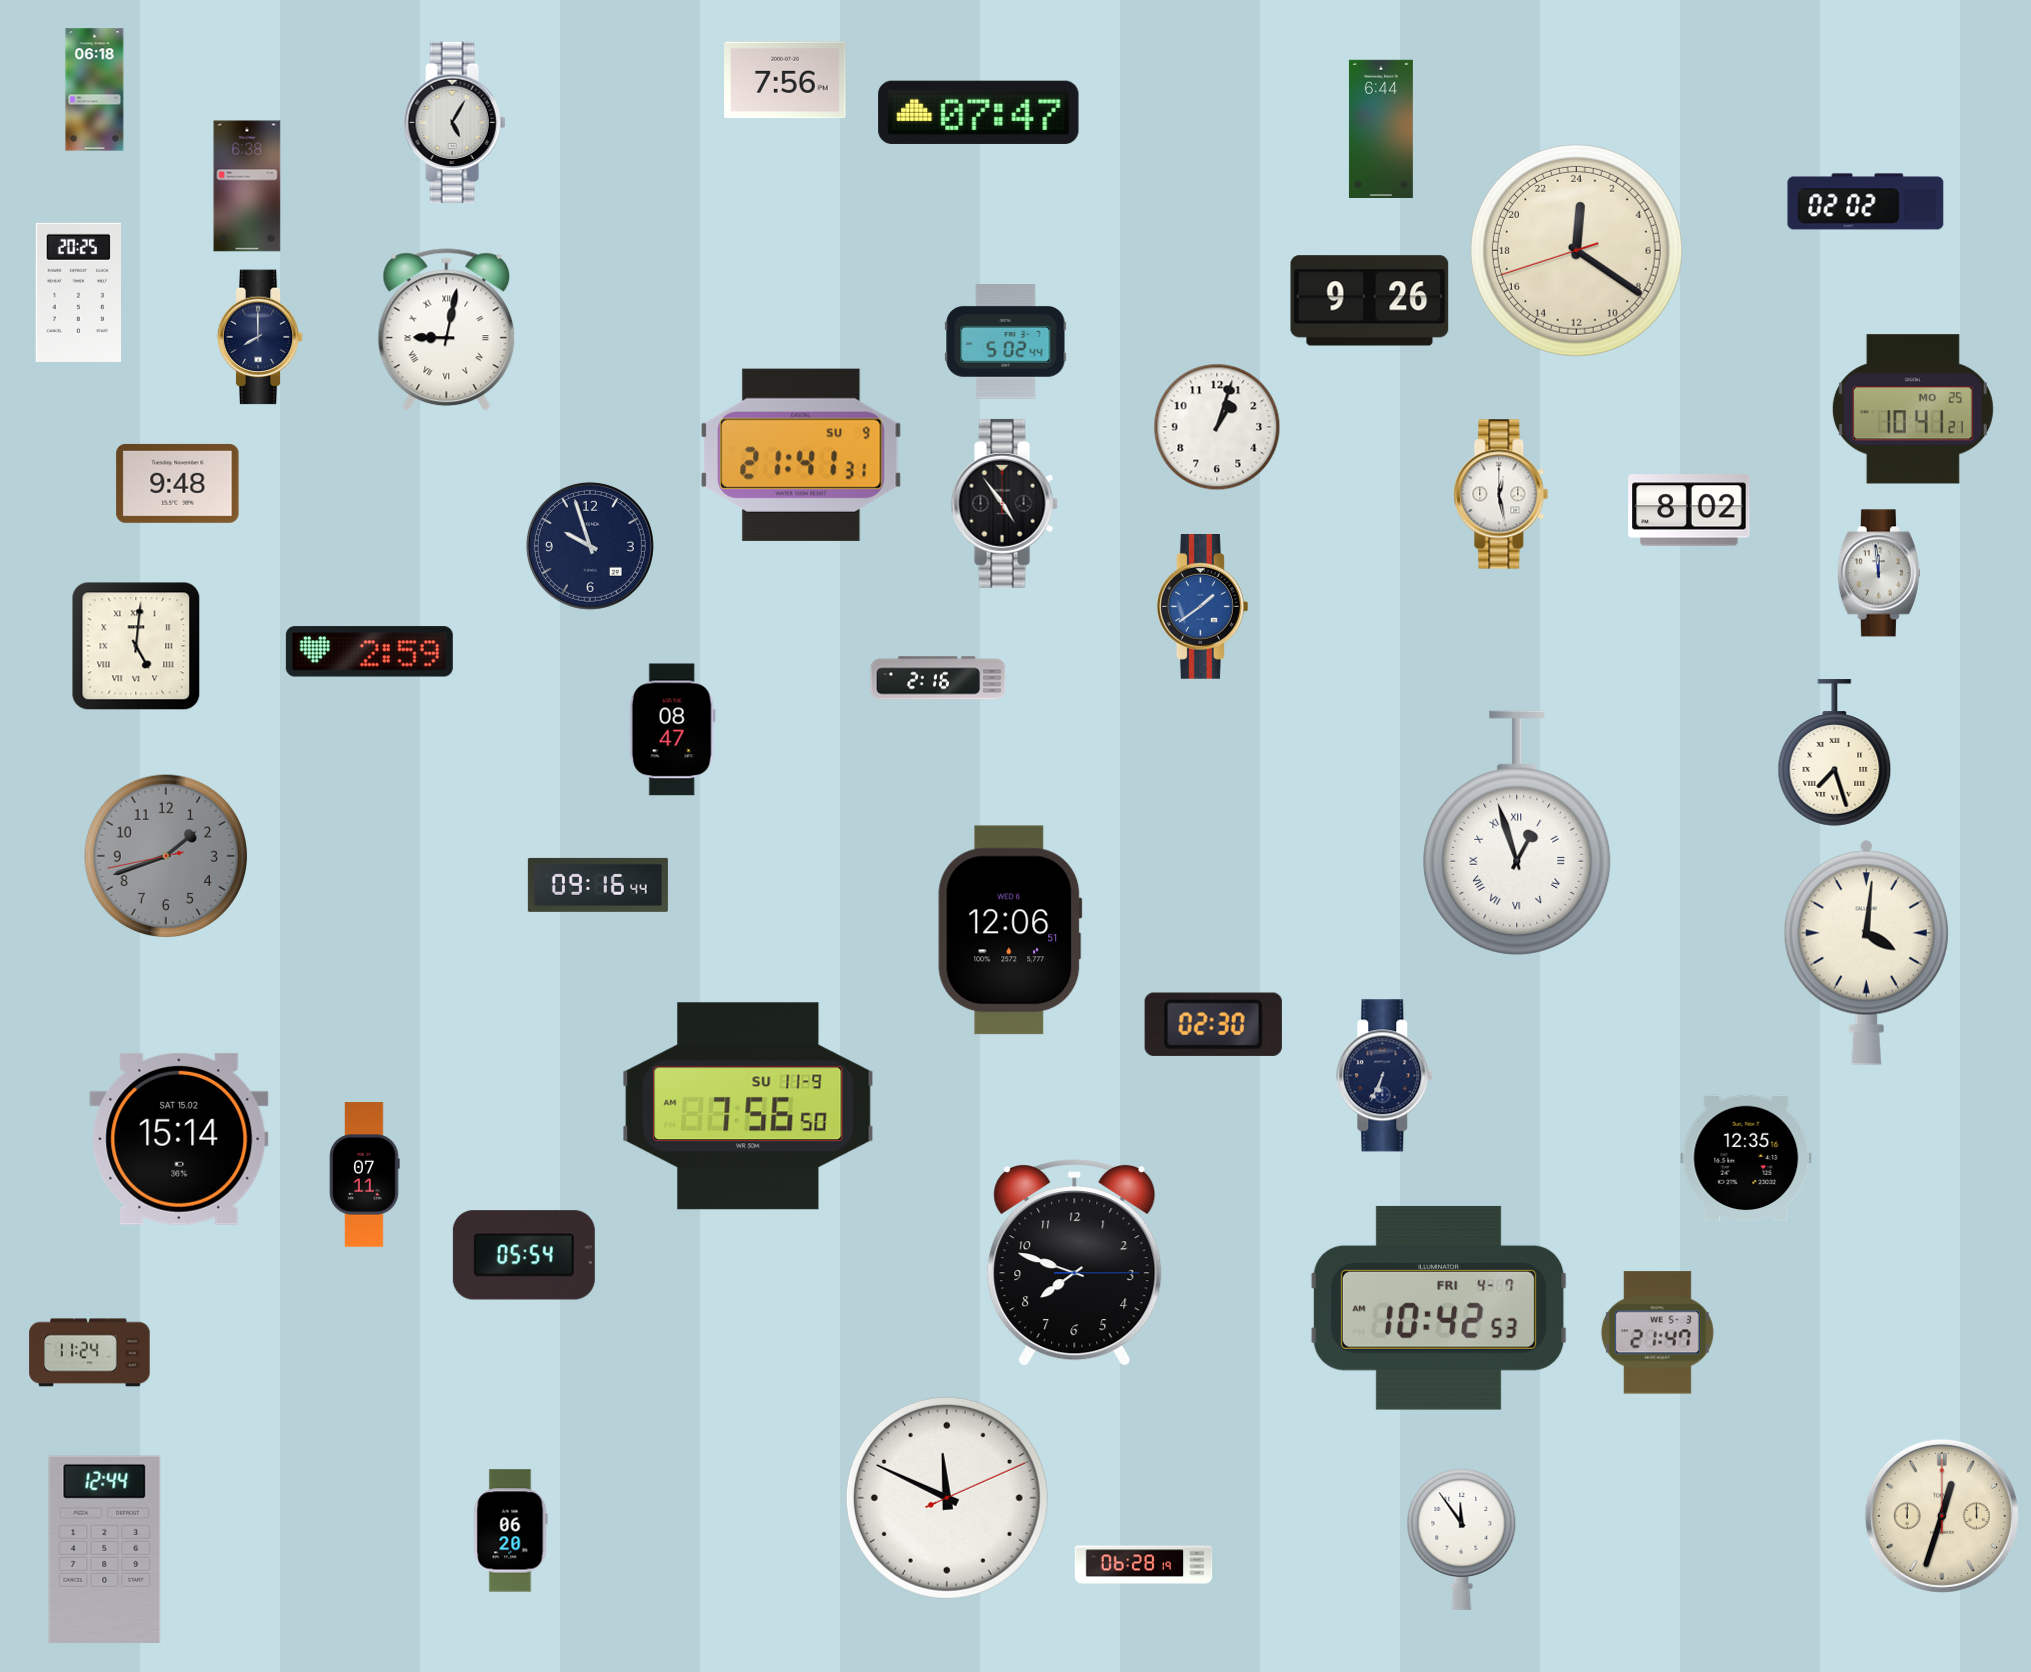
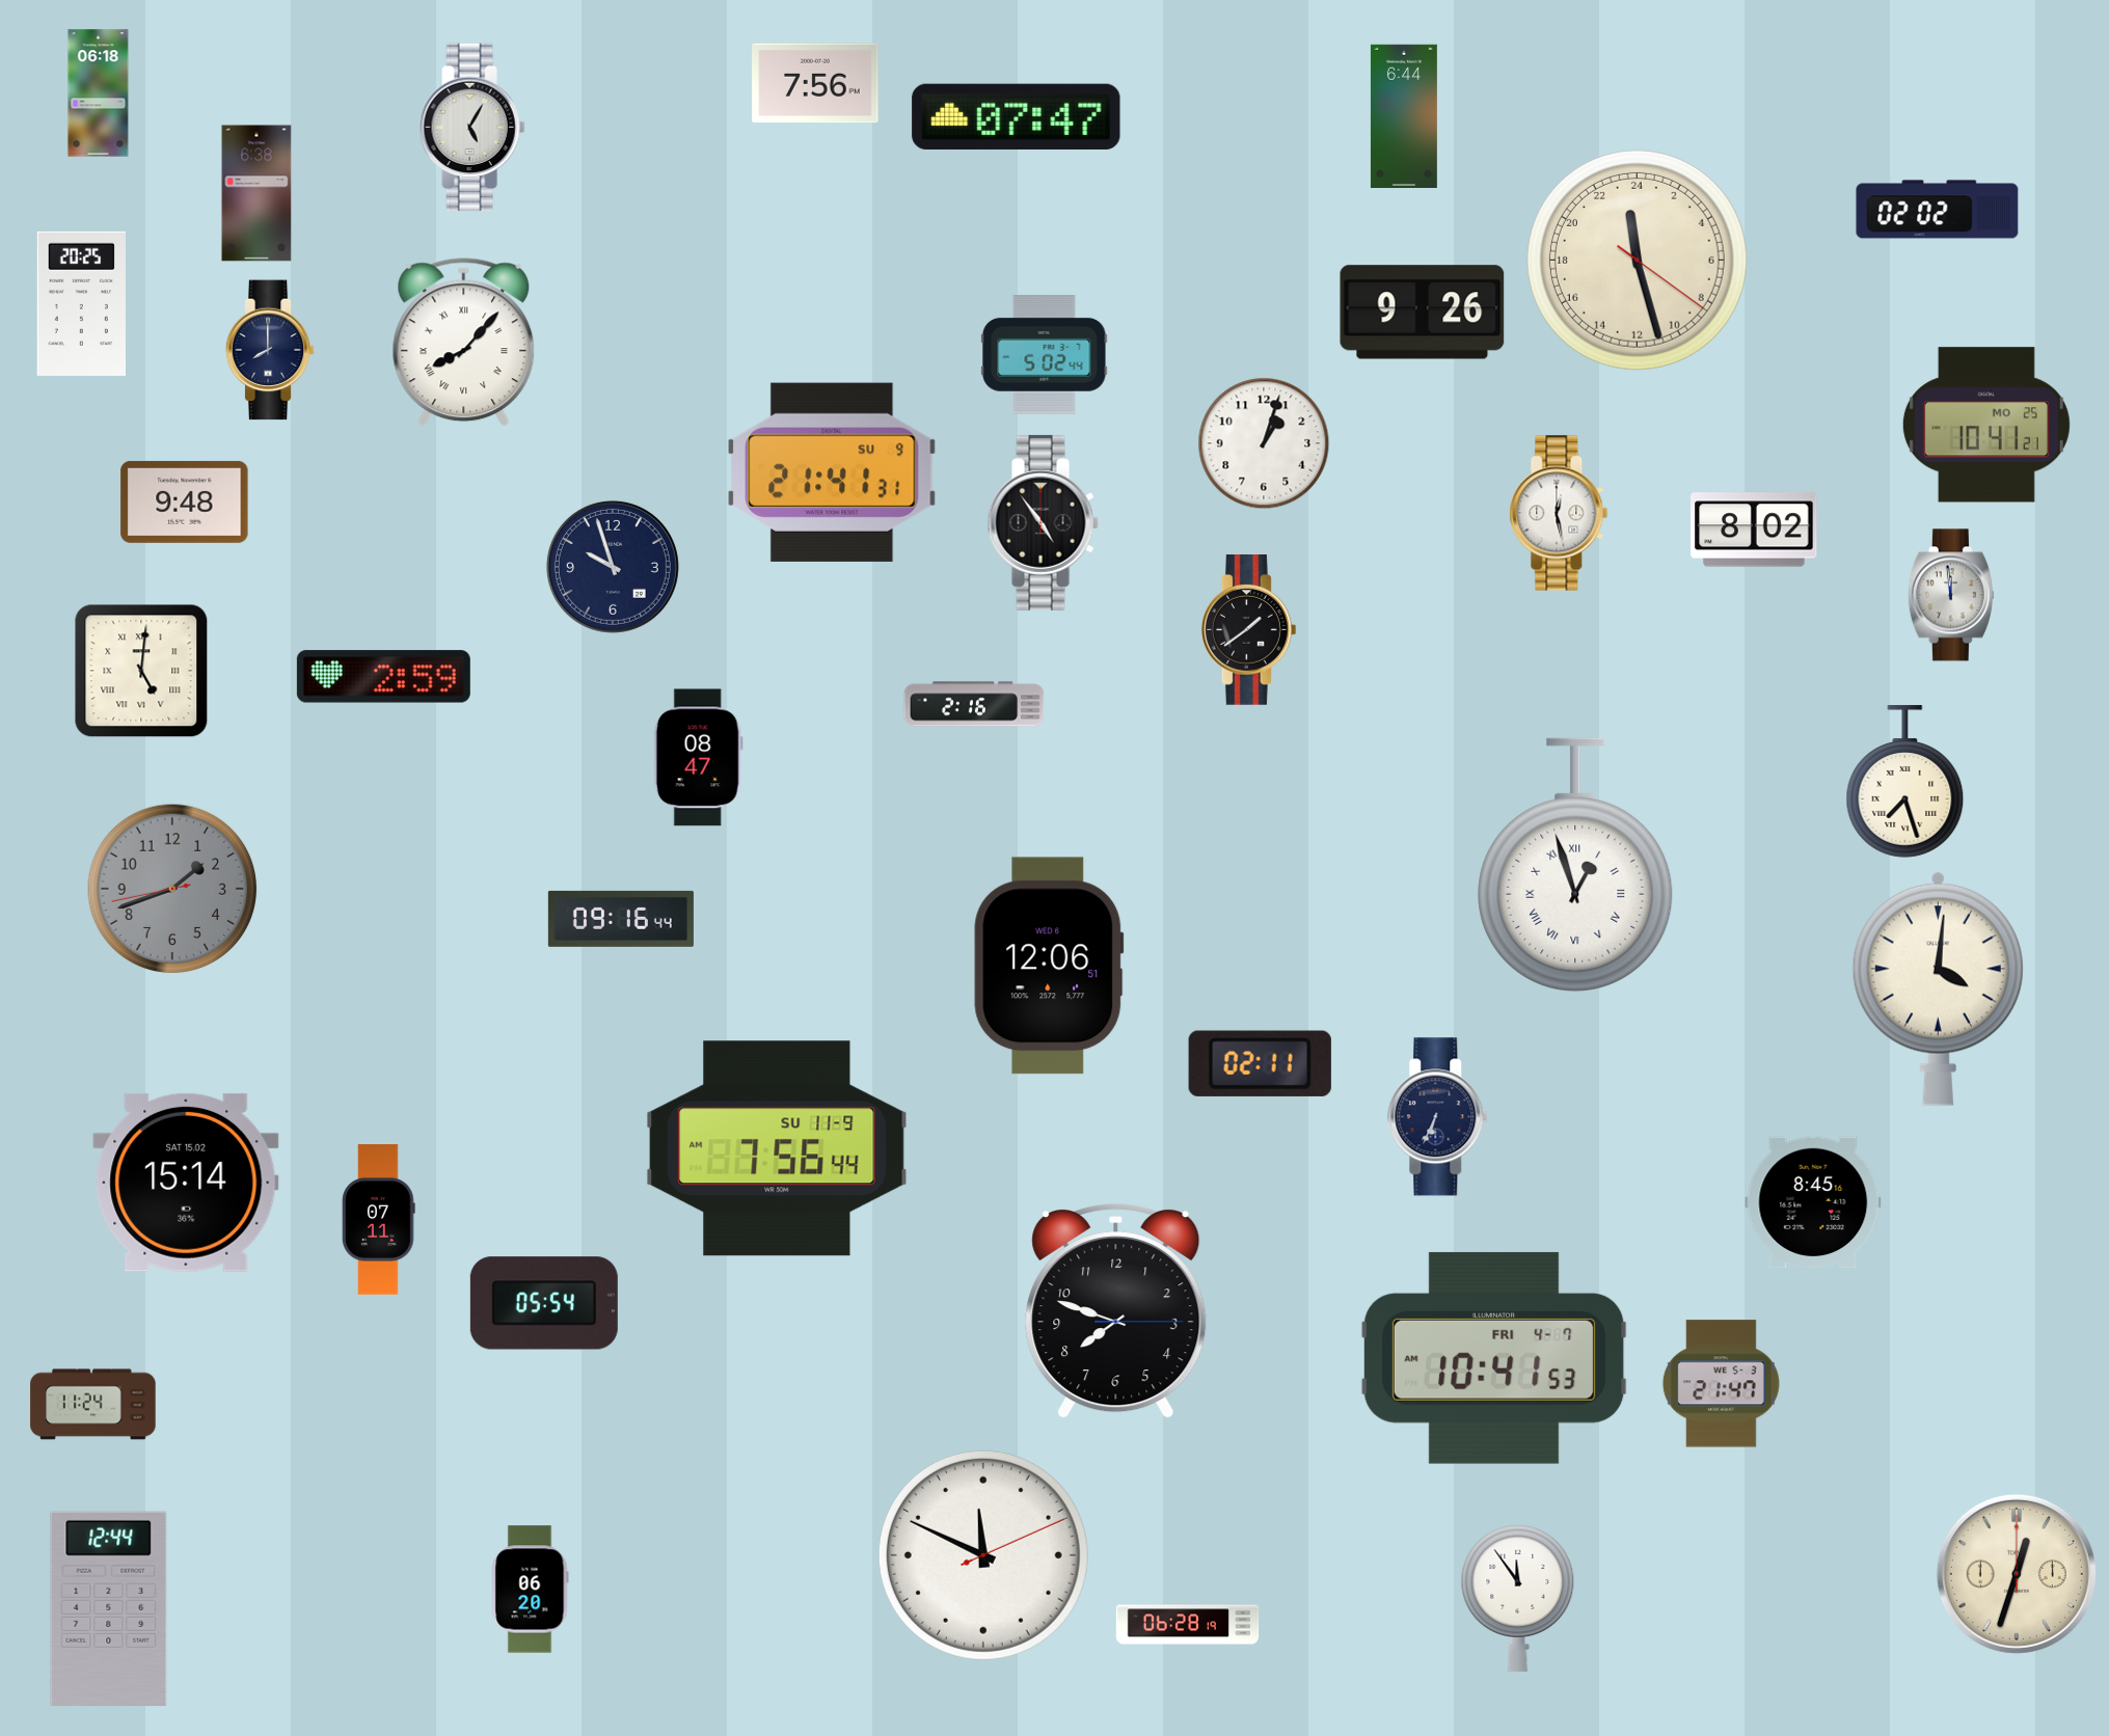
clock at (1381, 128) position: (1381, 128) -> (1404, 115)
clock at (1576, 250): 0:20 -> 23:27
clock at (447, 330): 9:02 -> 8:07
clock at (1202, 607) dial: blue -> black
clock at (1213, 1024): 02:30 -> 02:11
clock at (748, 1106): 7:56:50 -> 7:56:44
clock at (1746, 1158): 12:35 -> 8:45
clock at (1439, 1308): 10:42 -> 10:41
